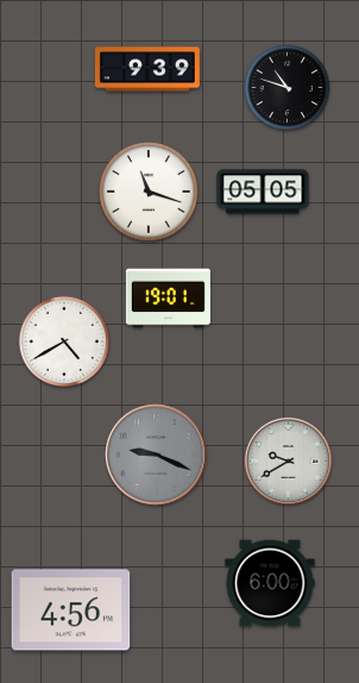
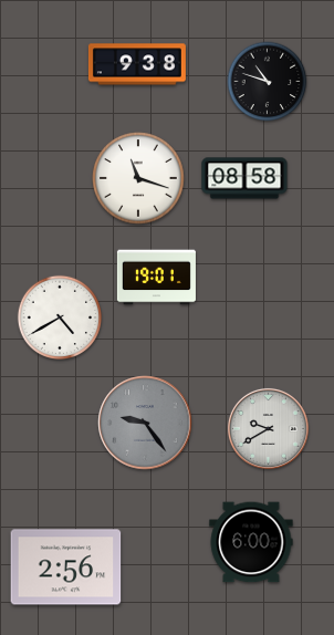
clock at (147, 69): 9:39 -> 9:38
clock at (263, 192): 05:05 -> 08:58
clock at (156, 455): 9:19 -> 9:24
clock at (71, 610): 4:56 -> 2:56
